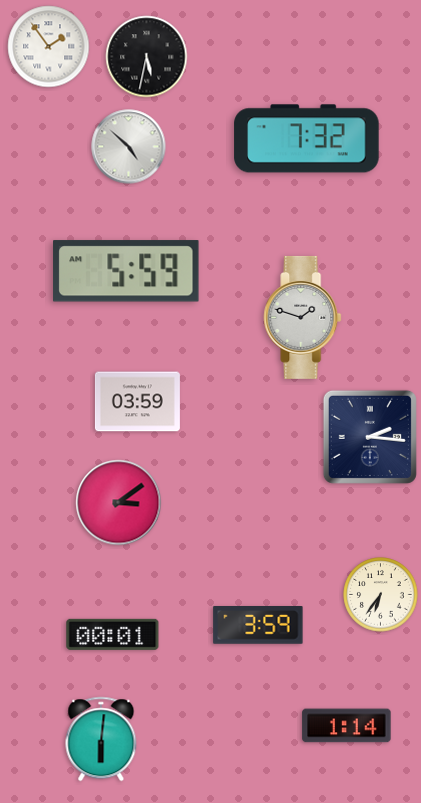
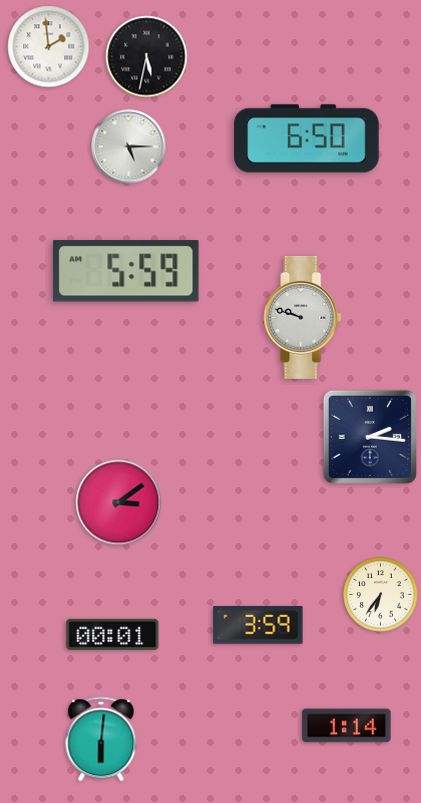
clock at (49, 47): 1:54 -> 1:59
clock at (307, 139): 7:32 -> 6:50
clock at (129, 147): 4:52 -> 5:15
clock at (303, 317): 1:48 -> 9:48
clock at (137, 402): 03:59 -> none
